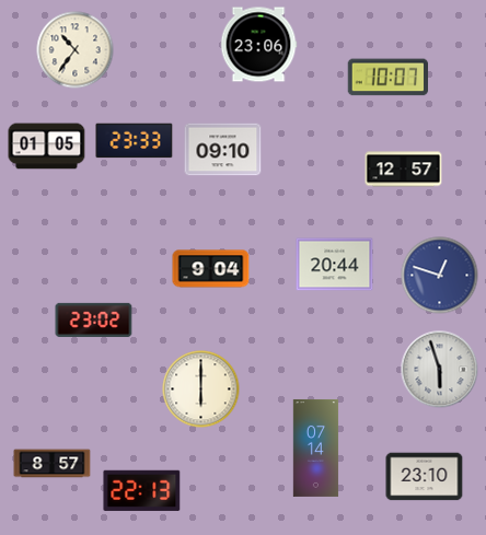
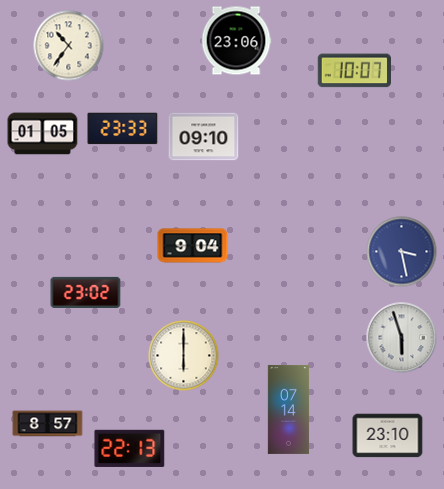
clock at (404, 170): 12:57 -> none
clock at (335, 265): 20:44 -> none
clock at (440, 276): 12:48 -> 3:28
